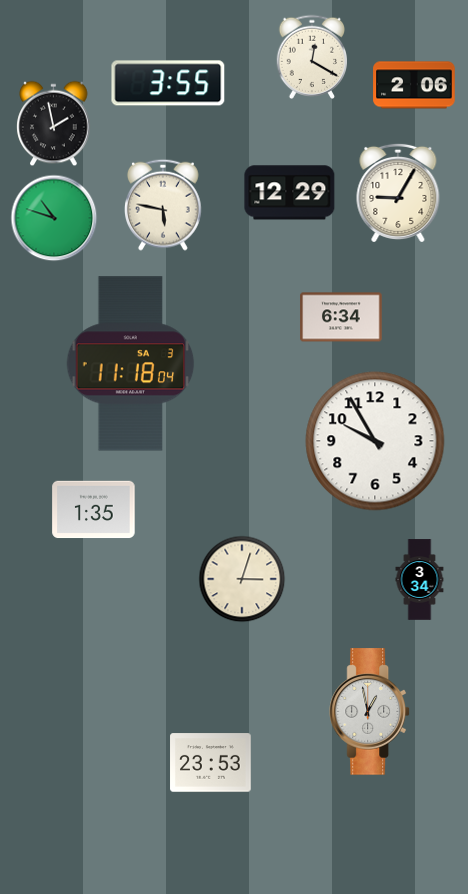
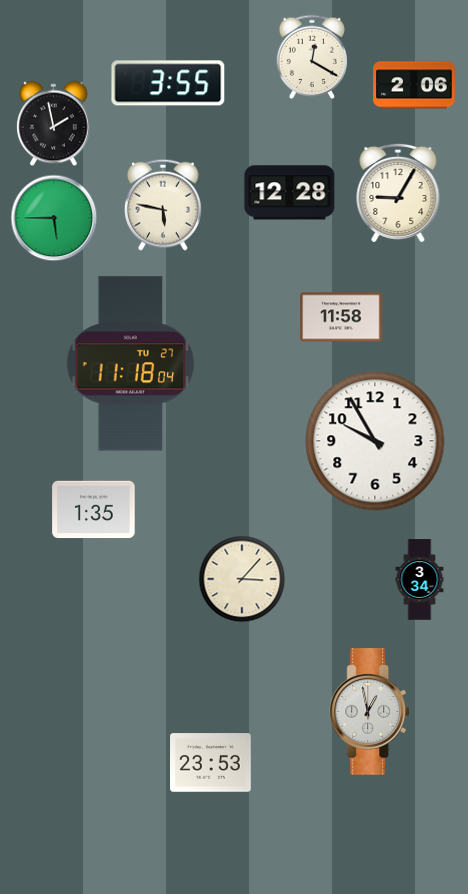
clock at (290, 193): 12:29 -> 12:28
clock at (54, 218): 10:48 -> 5:45
clock at (341, 317): 6:34 -> 11:58
clock at (131, 364) date: SA 3 -> TU 27
clock at (242, 579): 3:03 -> 3:07
